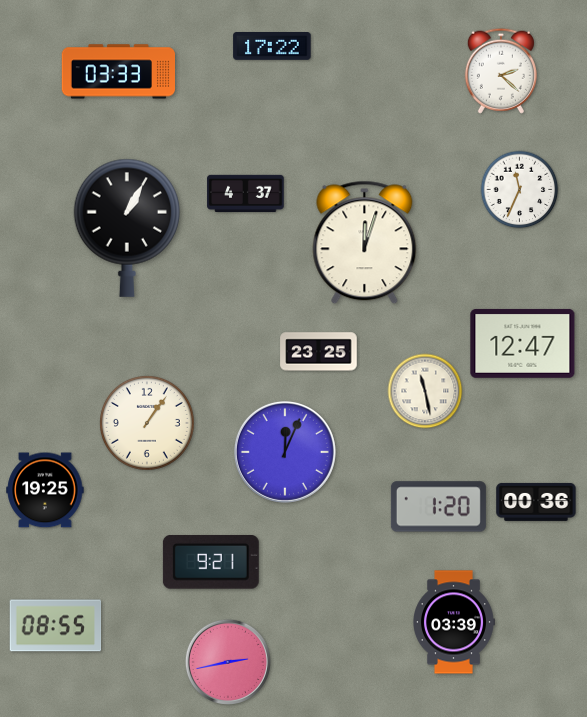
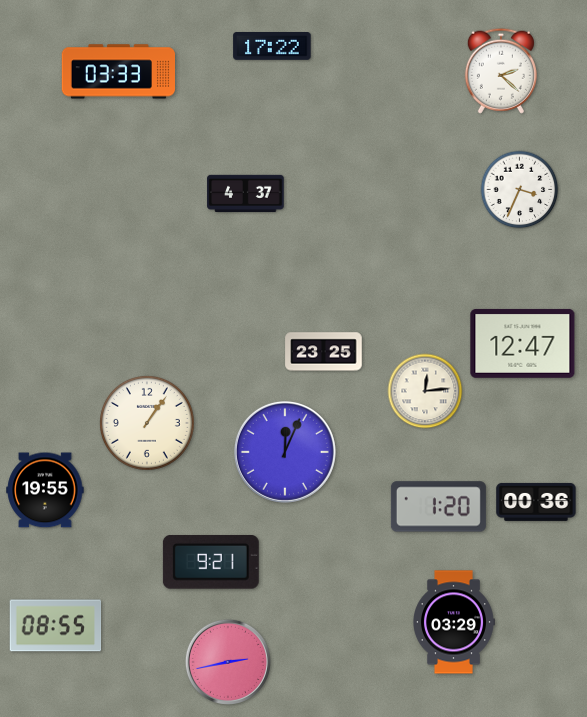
clock at (520, 190): 11:34 -> 3:34
clock at (127, 228): 1:05 -> none
clock at (365, 243): 12:03 -> none
clock at (319, 352) position: (319, 352) -> (324, 352)
clock at (425, 391): 11:28 -> 12:14
clock at (45, 490): 19:25 -> 19:55
clock at (454, 622): 03:39 -> 03:29
